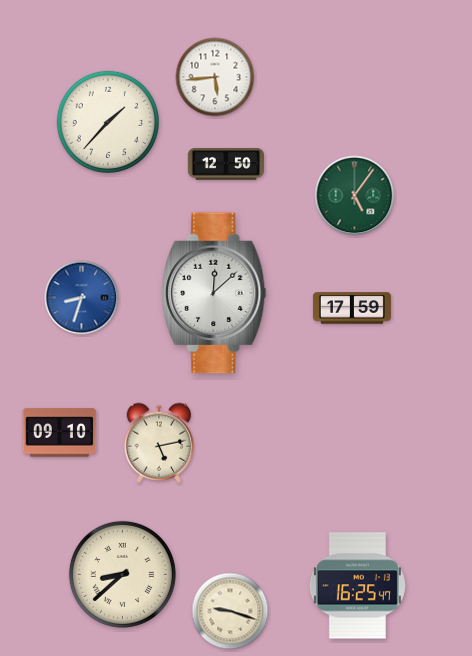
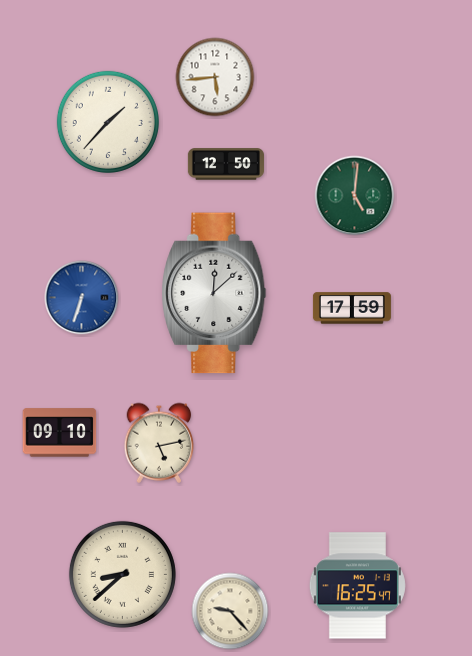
clock at (355, 196): 5:06 -> 5:01
clock at (82, 298): 8:33 -> 6:33
clock at (230, 611): 9:18 -> 9:23
